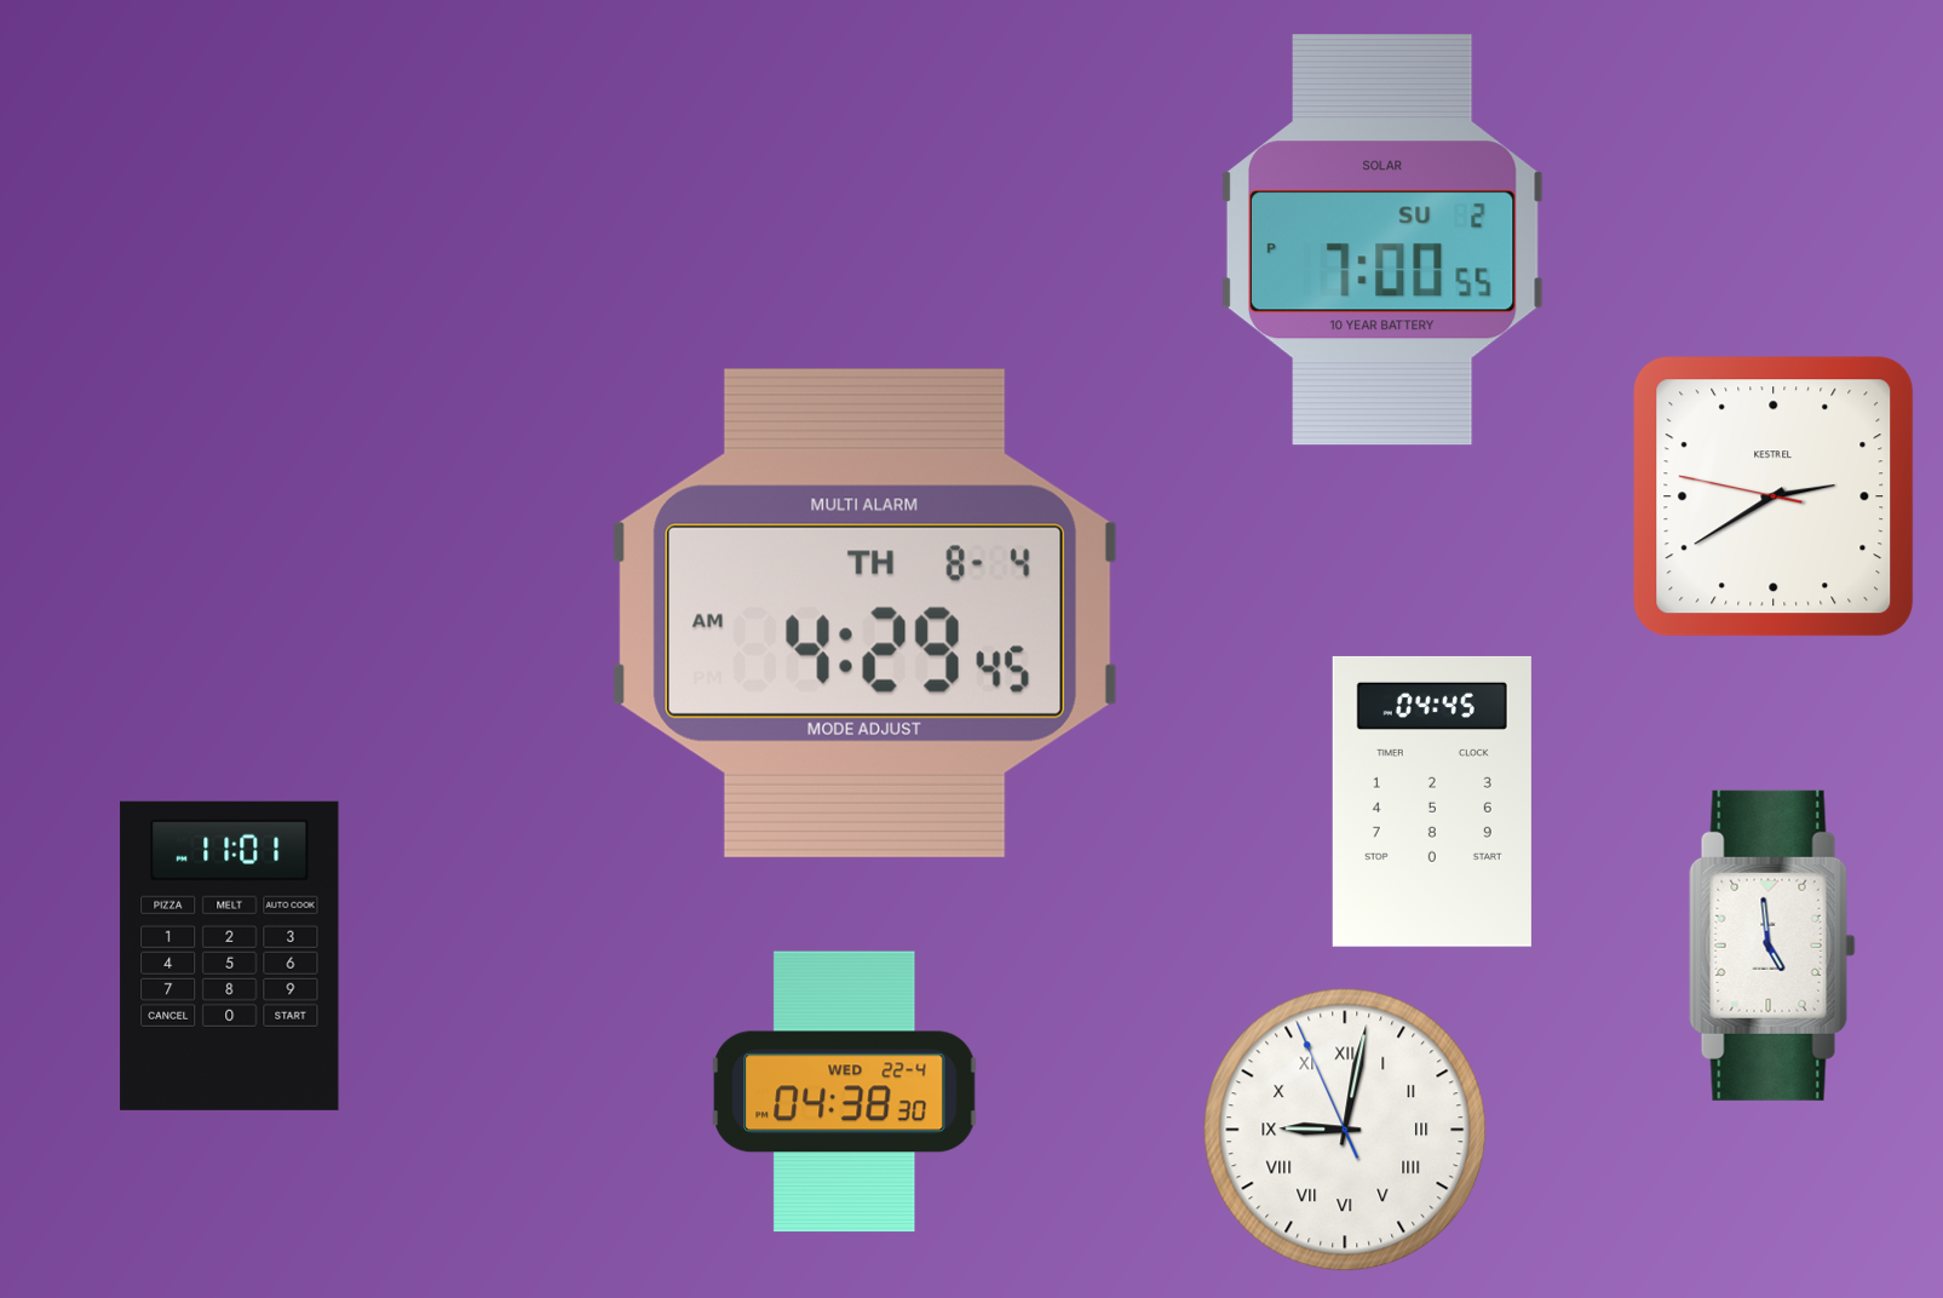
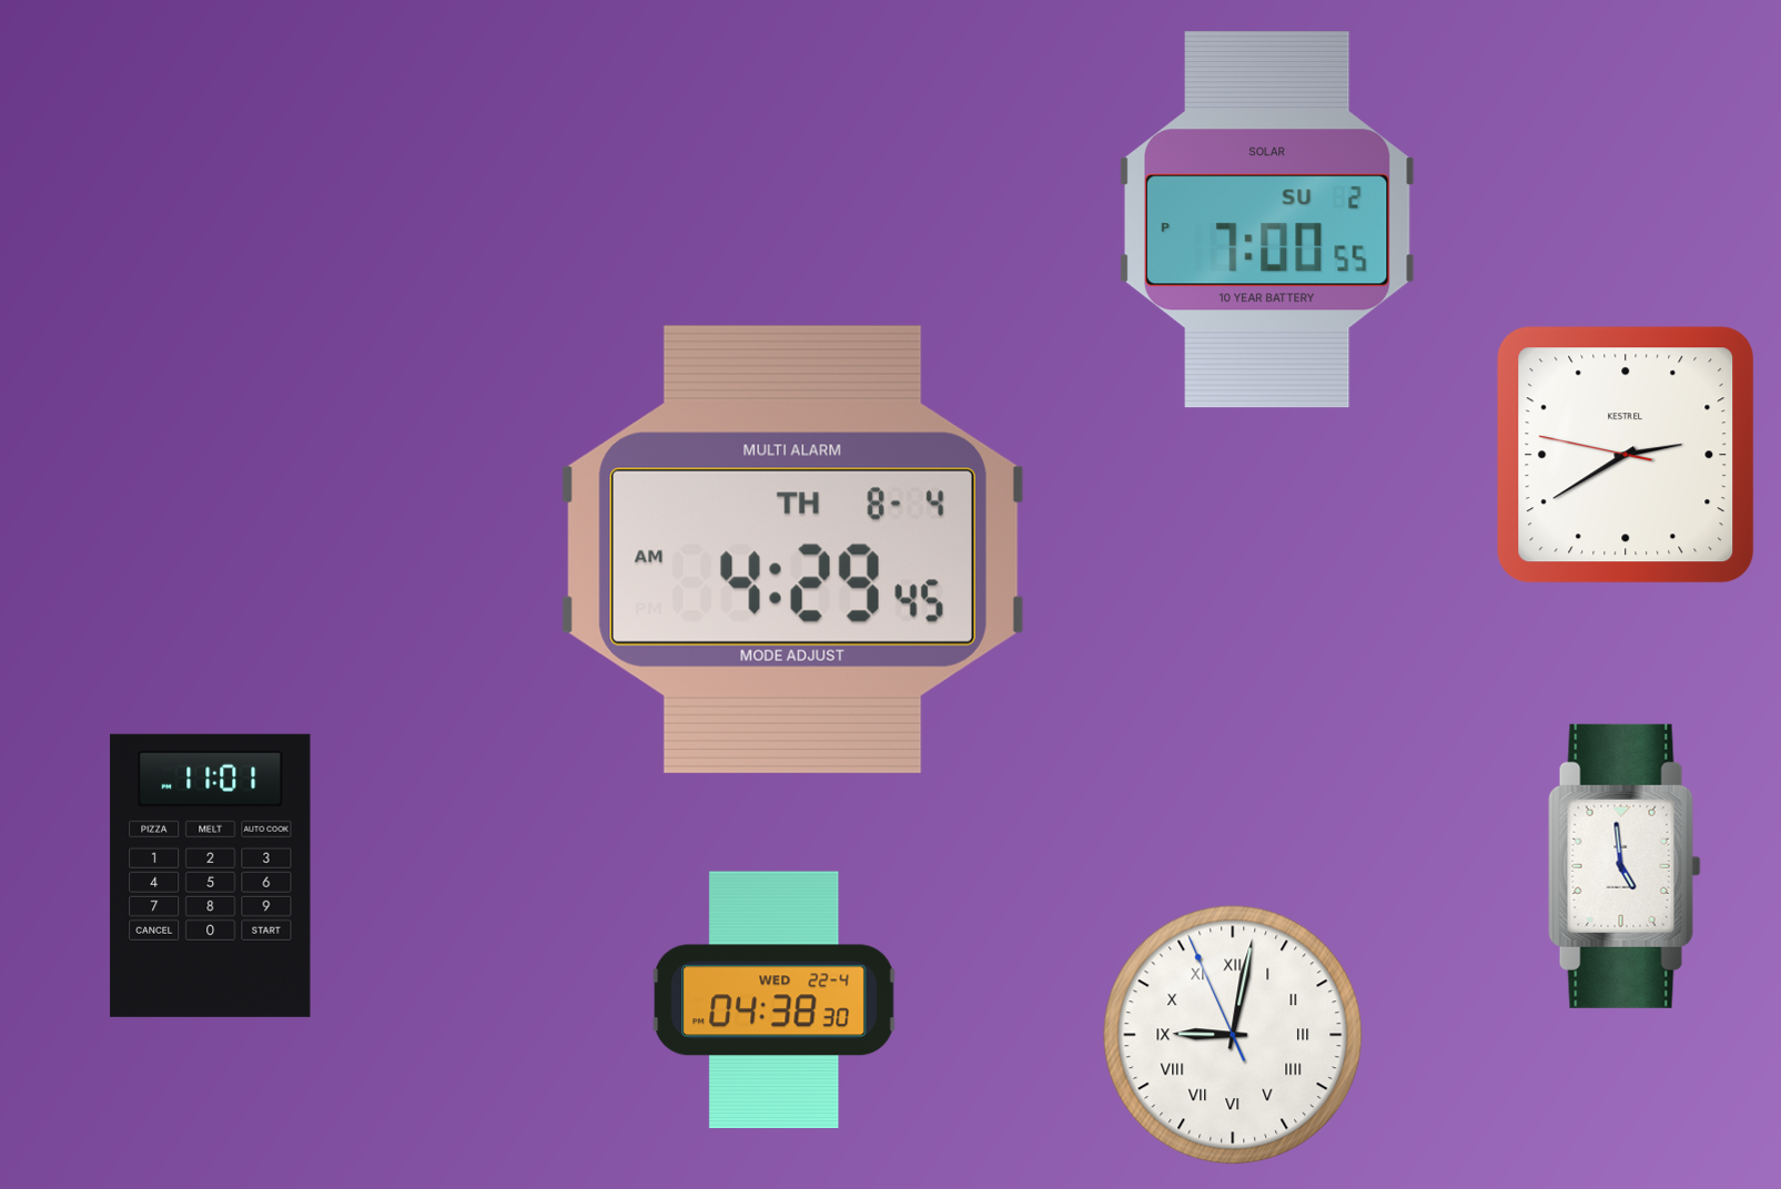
clock at (864, 613) position: (864, 613) -> (792, 549)
clock at (1432, 802): 04:45 -> none
